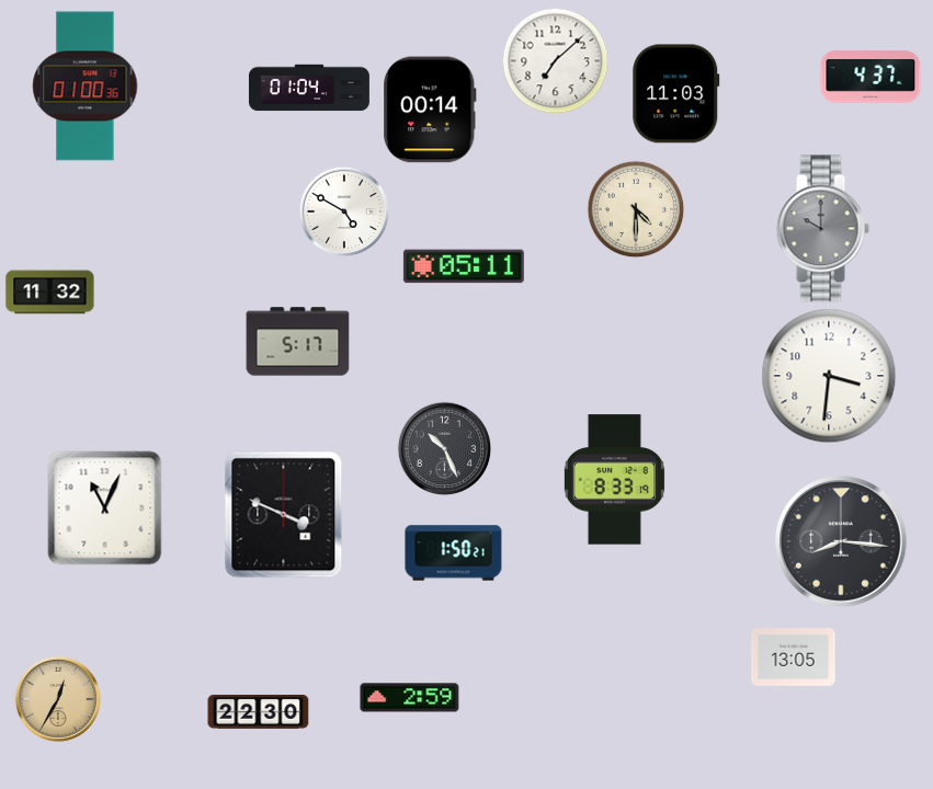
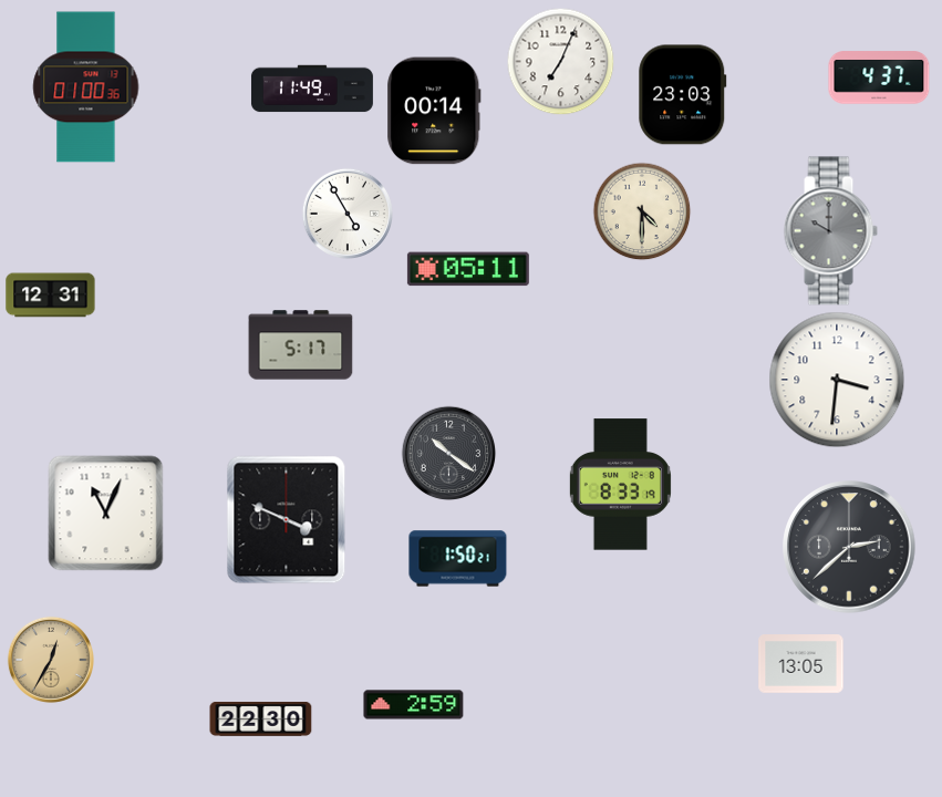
clock at (555, 60): 7:08 -> 7:04
clock at (309, 88): 01:04 -> 11:49
clock at (676, 94): 11:03 -> 23:03
clock at (344, 211): 4:50 -> 4:55
clock at (50, 293): 11:32 -> 12:31
clock at (444, 448): 10:26 -> 10:21
clock at (841, 541): 8:16 -> 2:38
clock at (58, 699) position: (58, 699) -> (51, 660)
